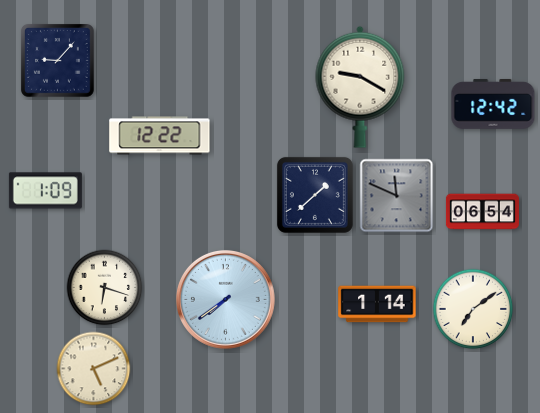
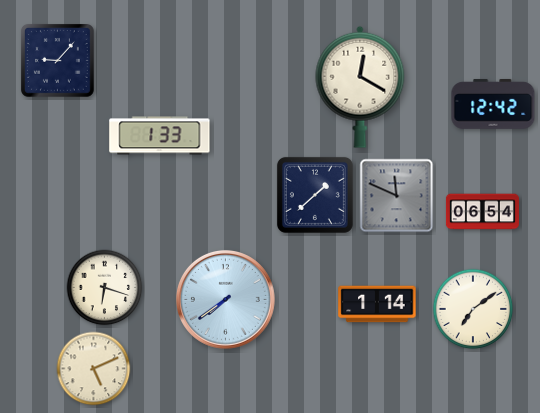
clock at (360, 87): 9:20 -> 12:20
clock at (160, 136): 12:22 -> 1:33
clock at (45, 191): 1:09 -> none
